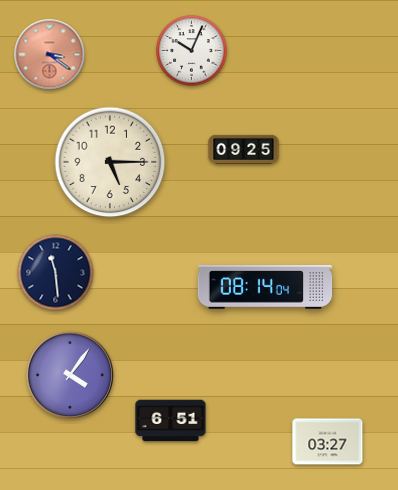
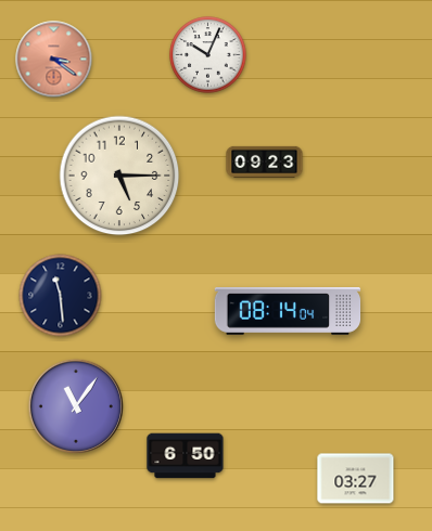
clock at (244, 149): 09:25 -> 09:23
clock at (69, 374): 4:06 -> 11:06
clock at (171, 421): 6:51 -> 6:50
